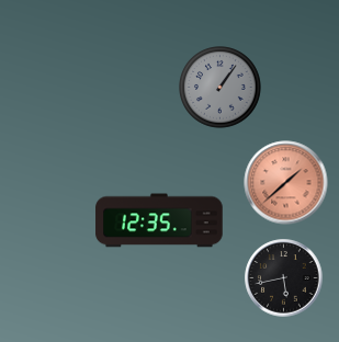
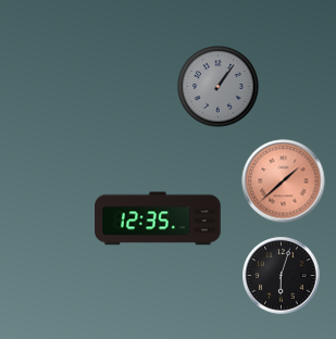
clock at (284, 278): 5:43 -> 6:03
